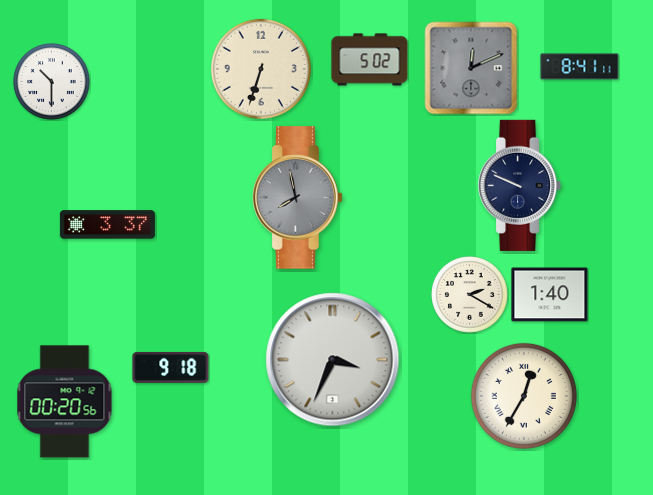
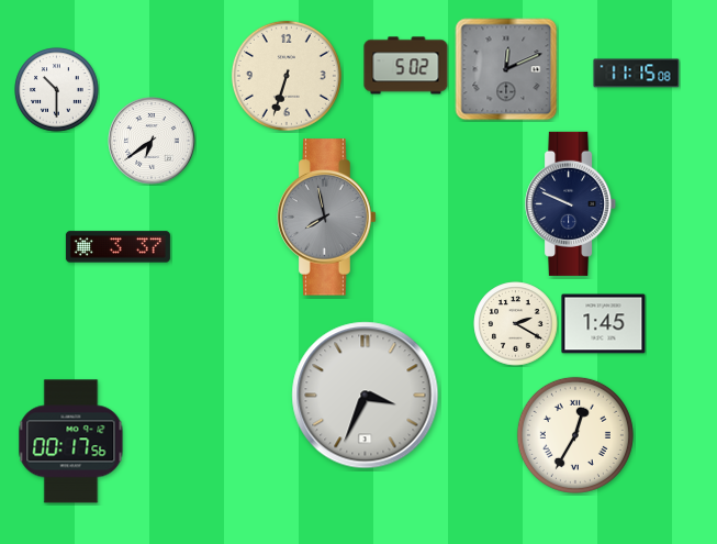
clock at (580, 67): 8:41 -> 11:15
clock at (471, 68) position: (471, 68) -> (506, 69)
clock at (152, 141): none -> 6:39
clock at (550, 295): 1:40 -> 1:45
clock at (171, 367): 9:18 -> none
clock at (65, 402): 00:20 -> 00:17
